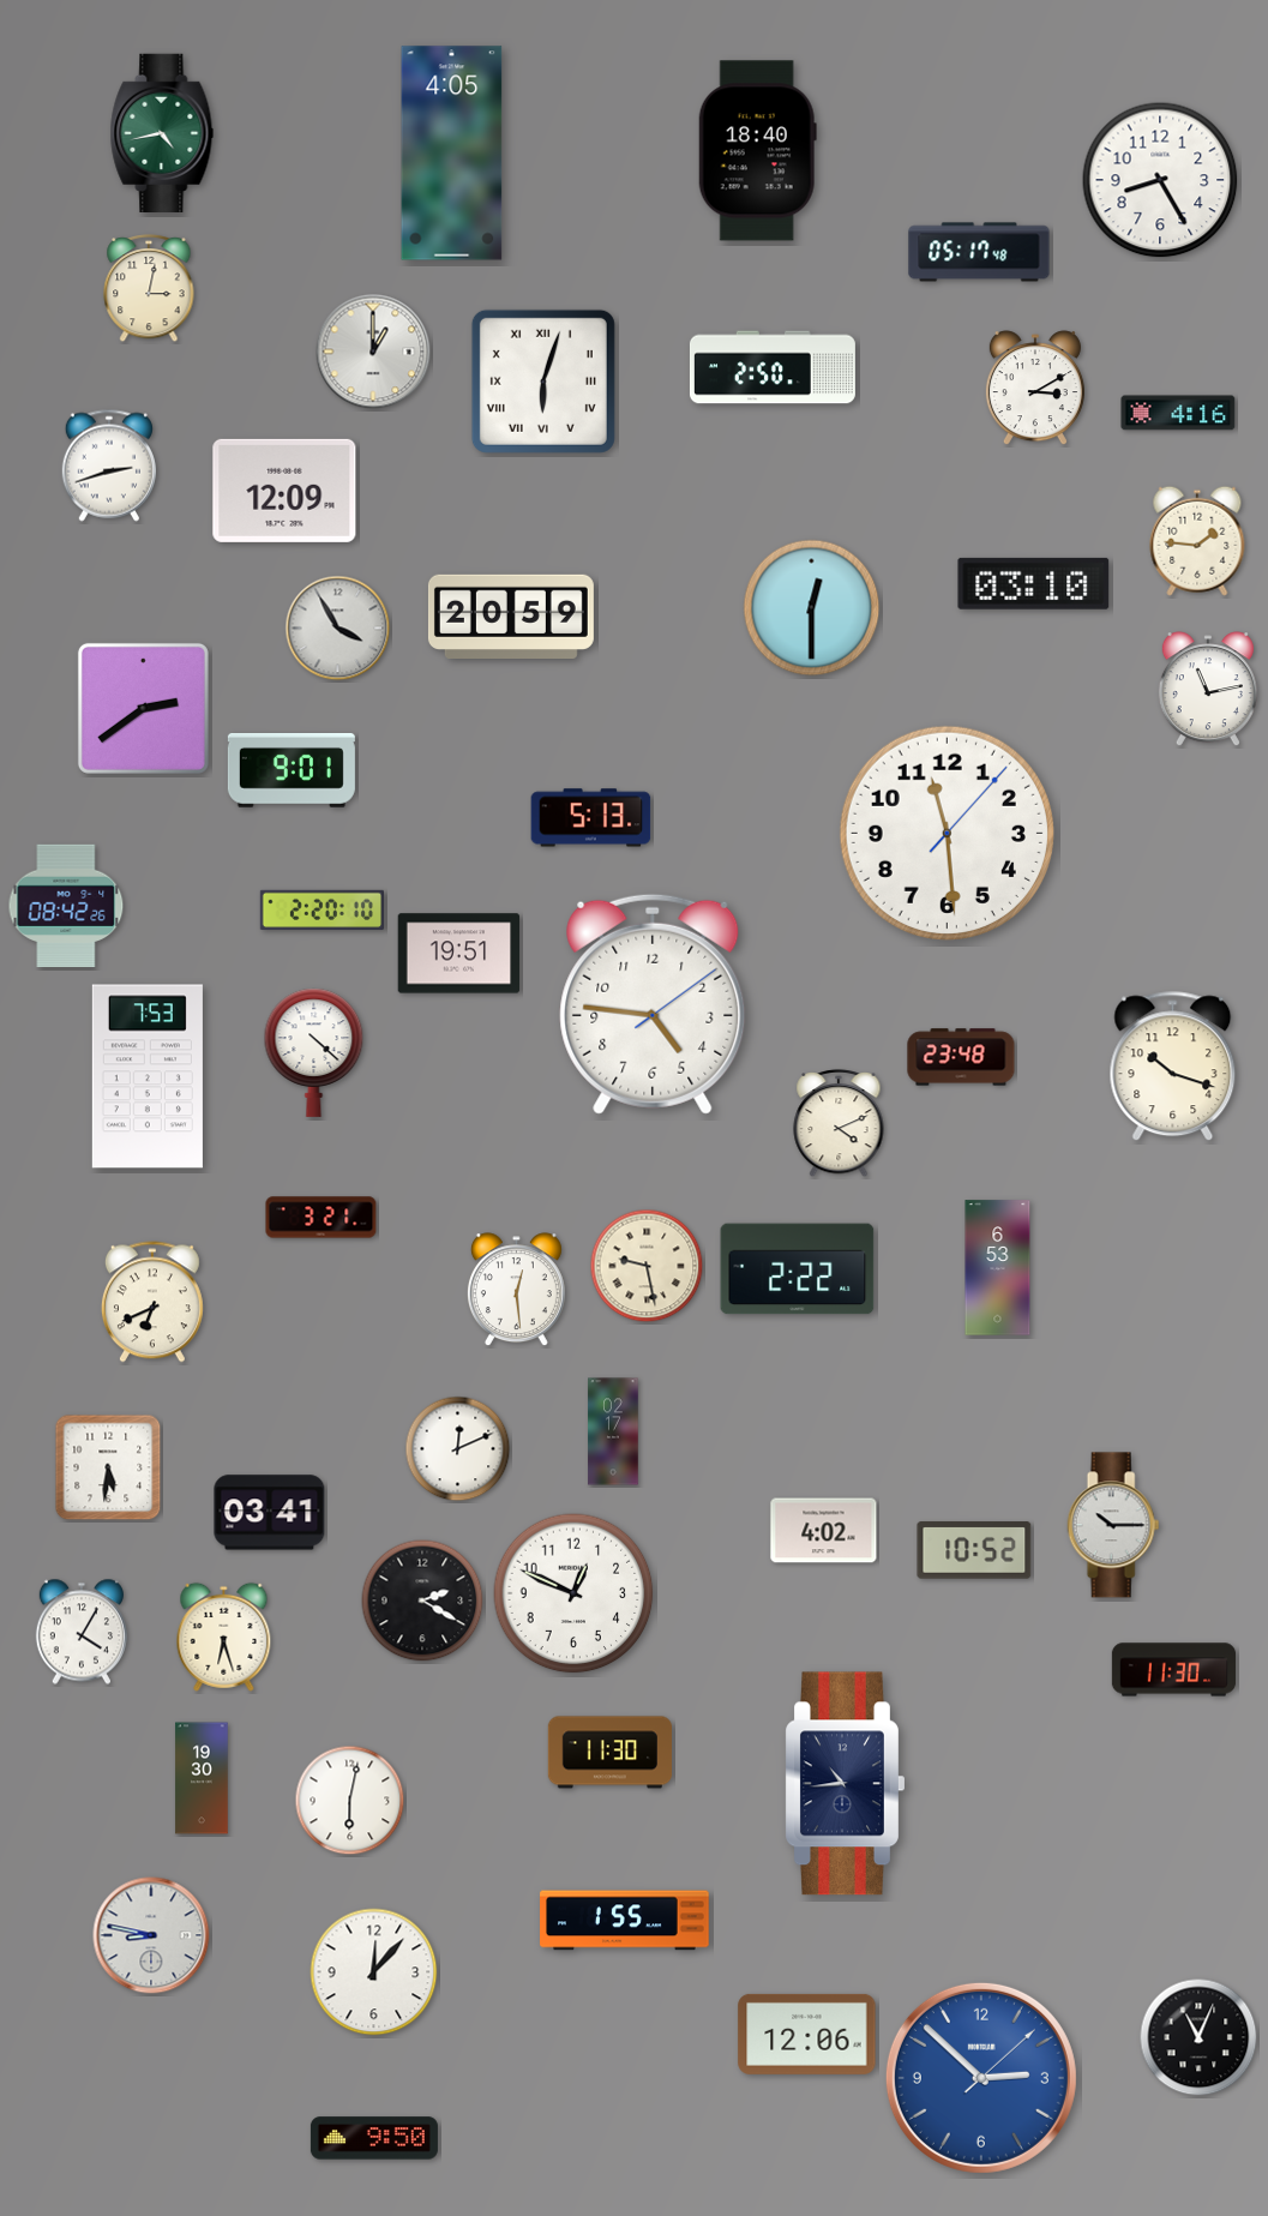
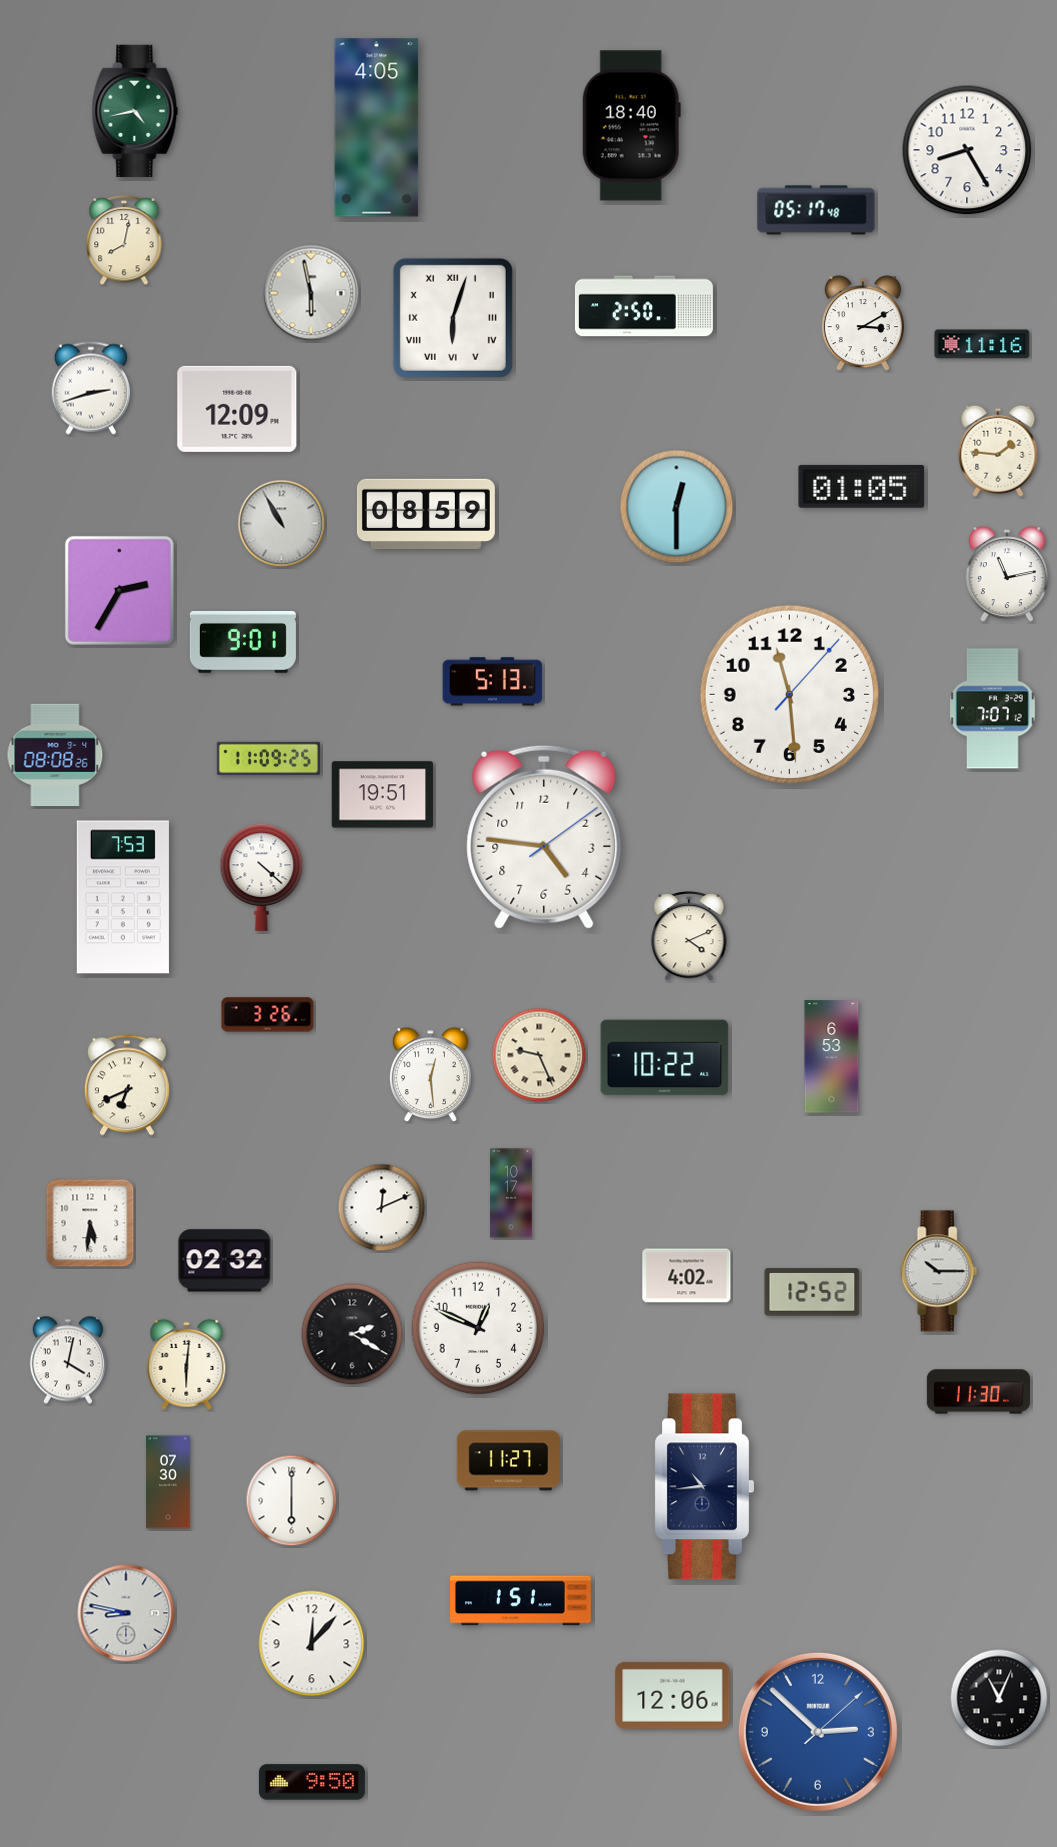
clock at (149, 288): 3:02 -> 8:02
clock at (373, 352): 1:00 -> 5:58
clock at (1178, 413): 4:16 -> 11:16
clock at (1034, 583): 03:10 -> 01:05
clock at (511, 615): 20:59 -> 08:59
clock at (338, 629): 3:55 -> 10:55
clock at (143, 708): 2:39 -> 2:35
clock at (993, 709): none -> 7:07
clock at (66, 905): 08:42 -> 08:08
clock at (321, 909): 2:20 -> 11:09
clock at (961, 1057): 23:48 -> none
clock at (1173, 1067): 10:18 -> none
clock at (839, 1123) position: (839, 1123) -> (689, 936)
clock at (321, 1218): 3:21 -> 3:26
clock at (647, 1266): 9:28 -> 9:26
clock at (798, 1269): 2:22 -> 10:22
clock at (613, 1431): 02:17 -> 10:17
clock at (270, 1513): 03:41 -> 02:32
clock at (1113, 1525) position: (1113, 1525) -> (939, 1271)
clock at (974, 1550): 10:52 -> 12:52
clock at (82, 1632): 4:05 -> 4:02
clock at (224, 1637): 6:27 -> 6:01
clock at (609, 1753): 11:30 -> 11:27
clock at (202, 1778): 19:30 -> 07:30
clock at (350, 1801): 6:02 -> 6:00
clock at (625, 1921): 1:55 -> 1:51
